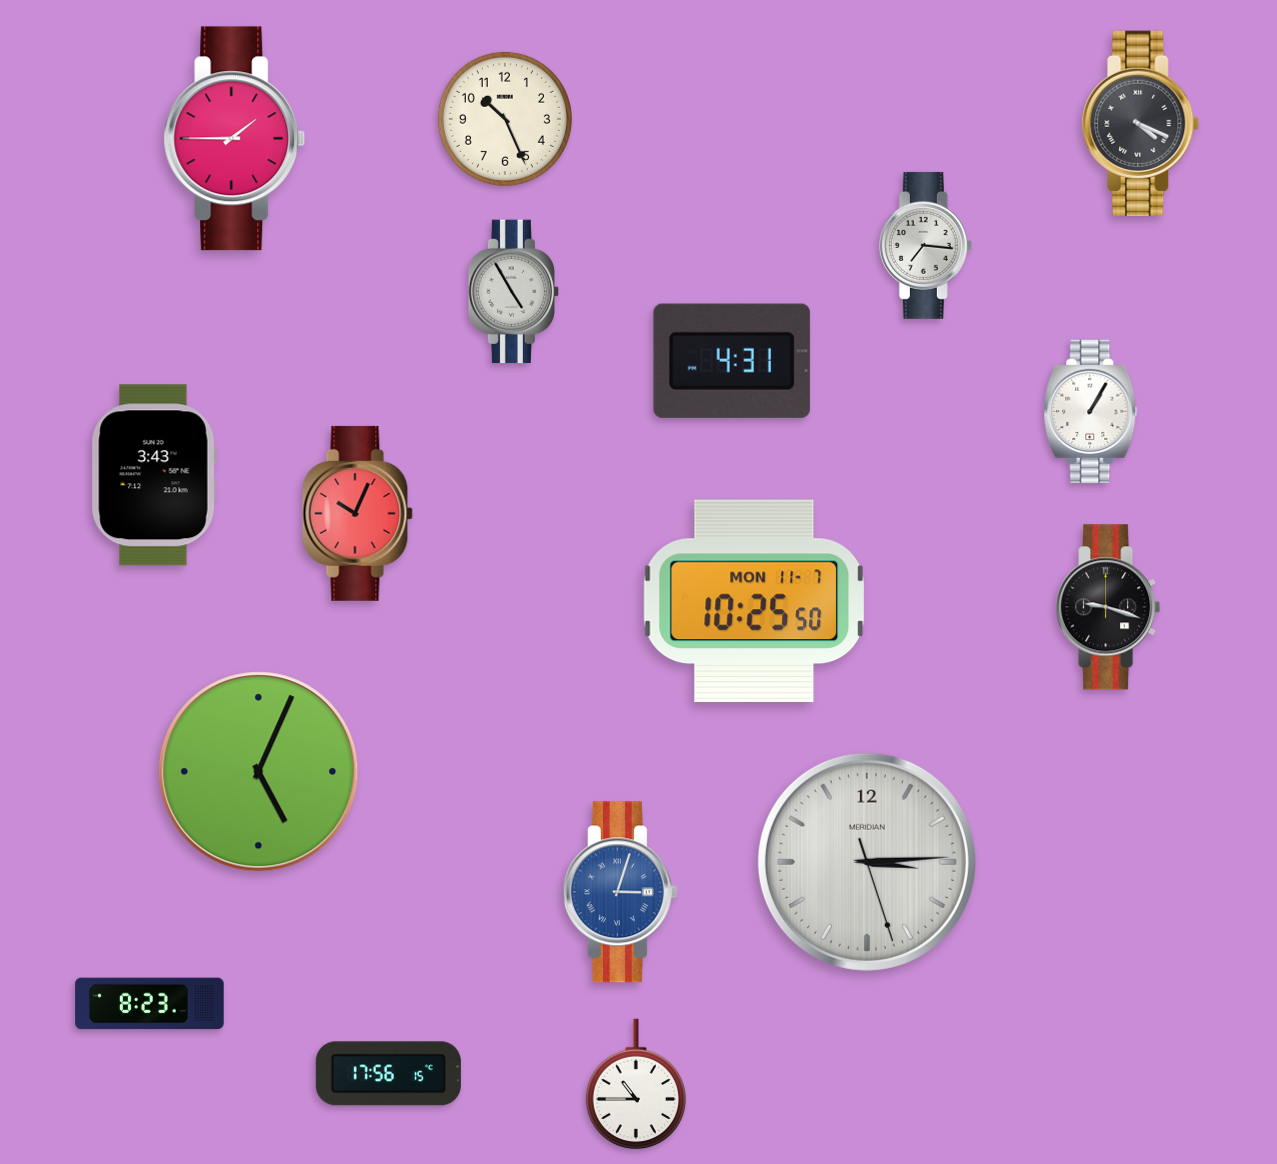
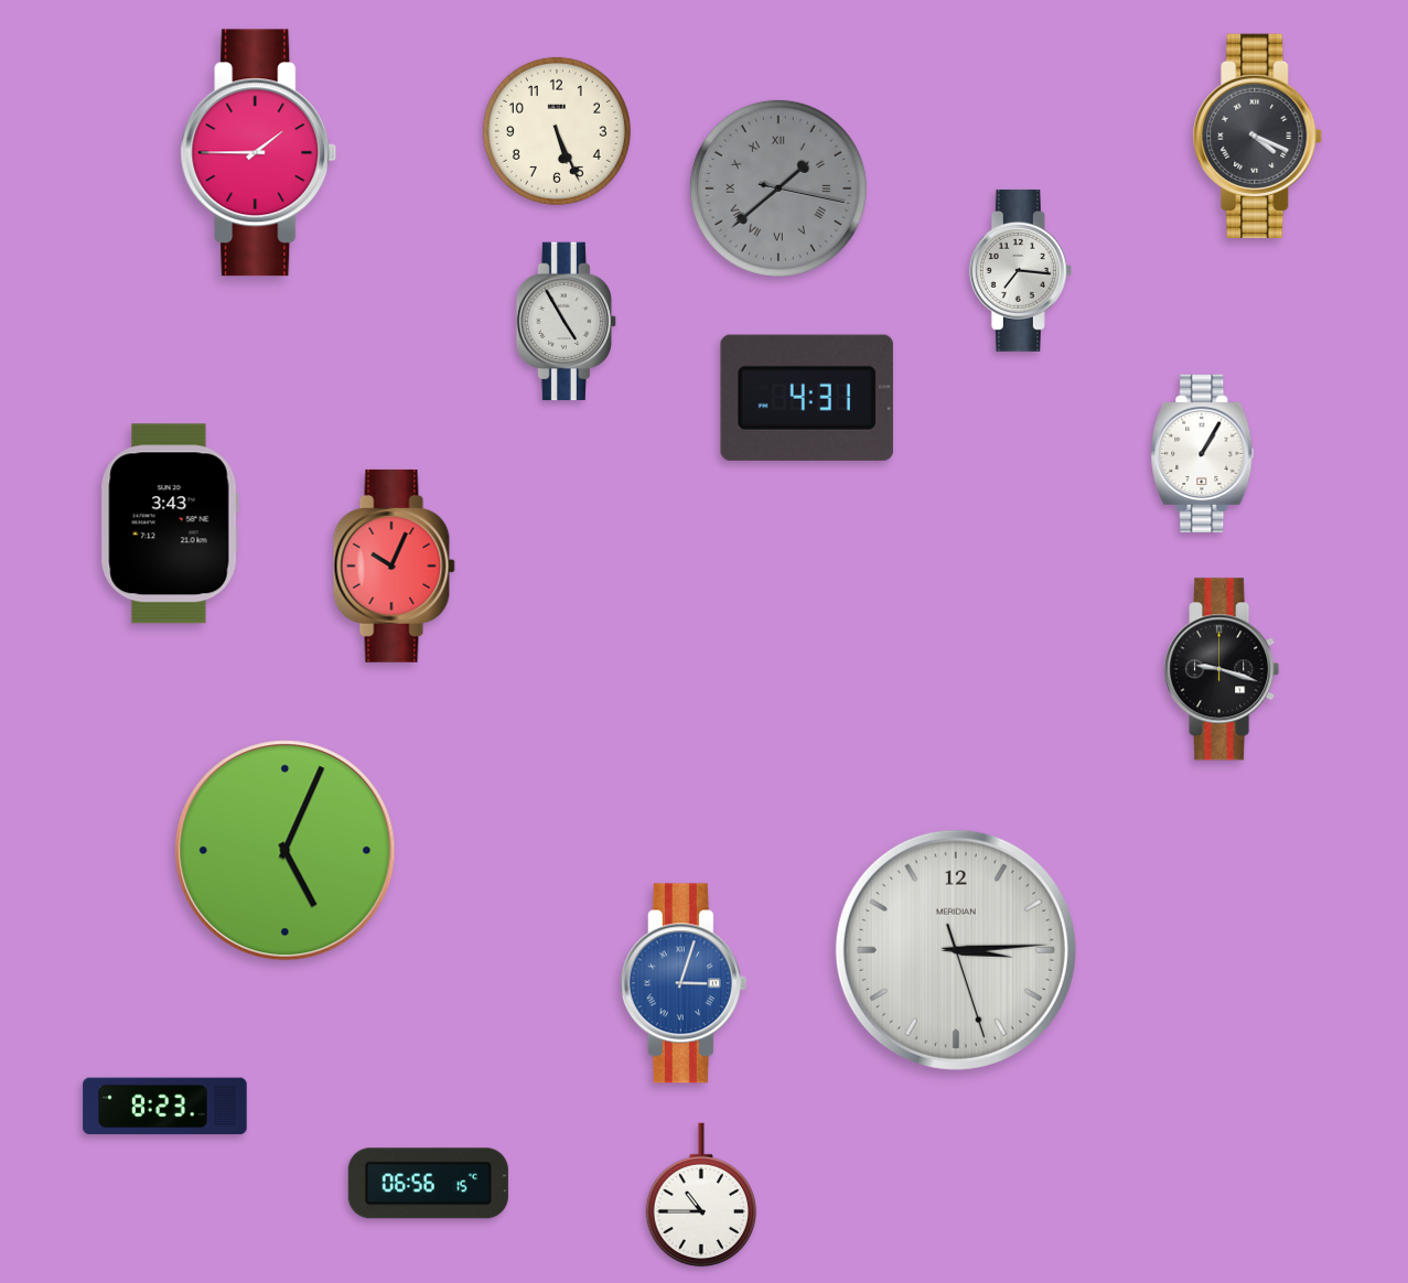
clock at (505, 119): 10:26 -> 5:26
clock at (778, 188): none -> 1:38
clock at (753, 601): 10:25 -> none
clock at (388, 1074): 17:56 -> 06:56
